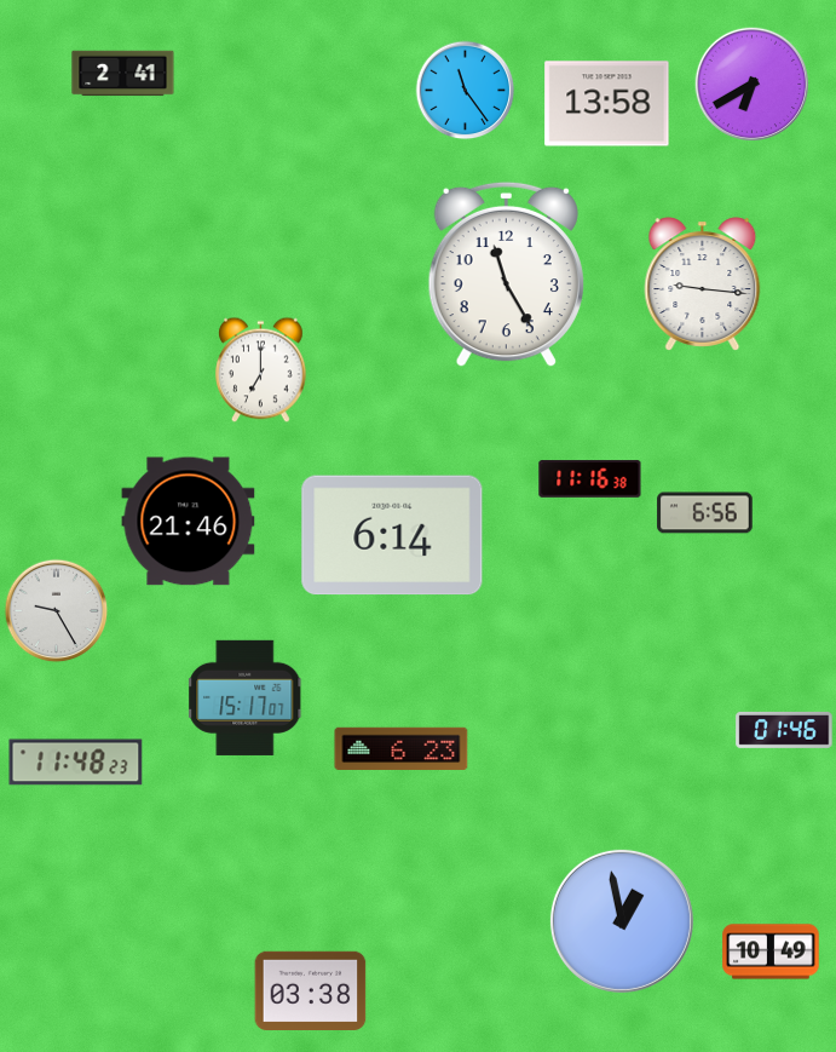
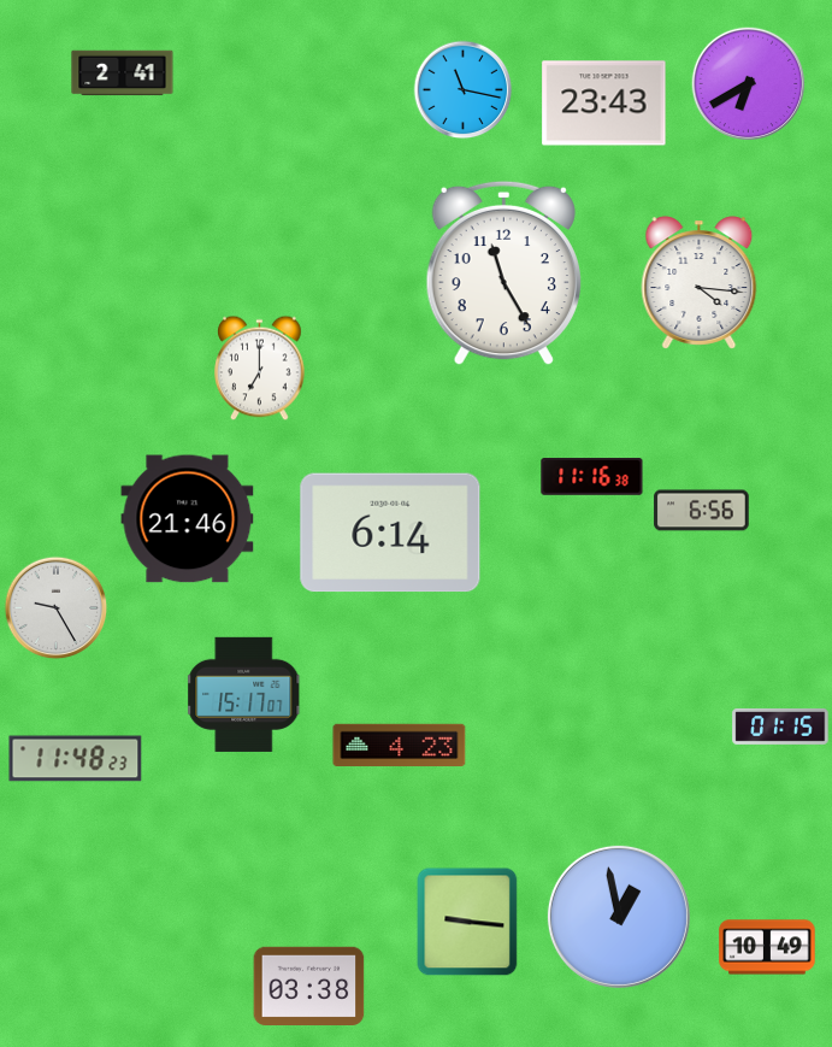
clock at (466, 91): 11:24 -> 11:17
clock at (607, 104): 13:58 -> 23:43
clock at (703, 284): 9:16 -> 4:16
clock at (590, 479) position: (590, 479) -> (592, 477)
clock at (784, 730): 01:46 -> 01:15
clock at (402, 748): 6:23 -> 4:23
clock at (467, 922): none -> 9:16
